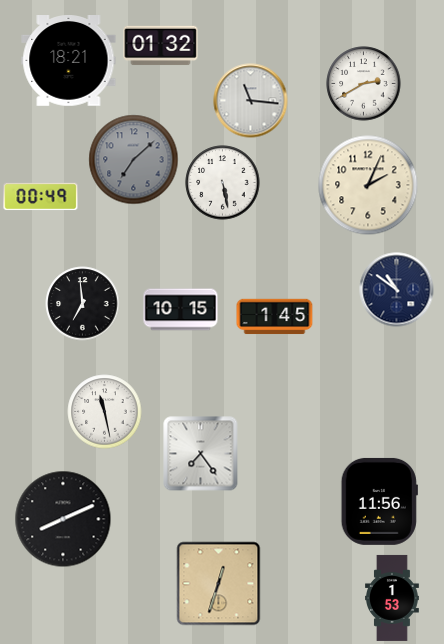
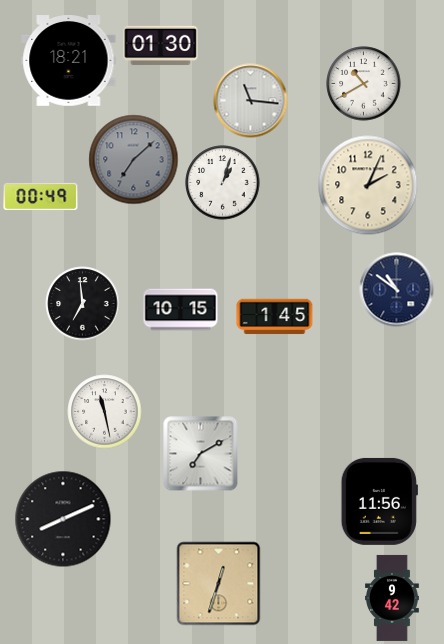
clock at (161, 46): 01:32 -> 01:30
clock at (364, 84): 2:40 -> 10:40
clock at (223, 183): 5:28 -> 1:03
clock at (201, 454): 7:24 -> 7:10
clock at (393, 598): 1:53 -> 9:42
